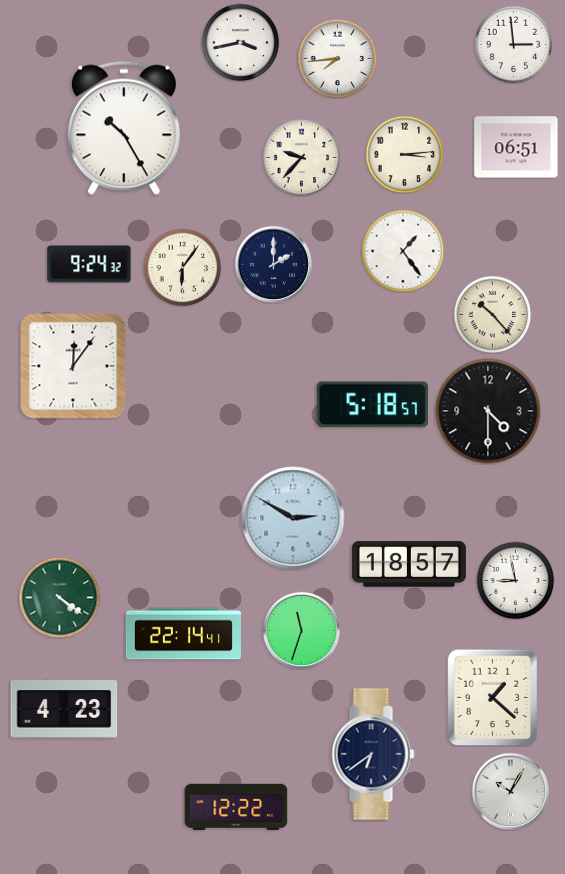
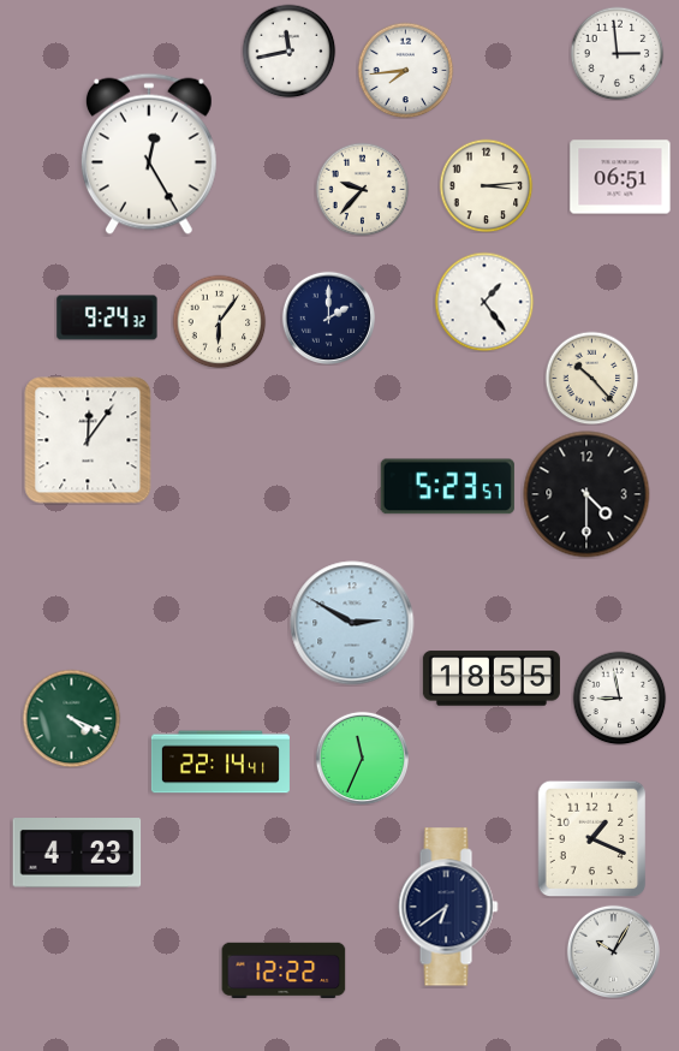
clock at (240, 42): 3:43 -> 11:43
clock at (124, 128): 10:25 -> 12:25
clock at (372, 405): 5:18 -> 5:23
clock at (409, 564): 18:57 -> 18:55
clock at (59, 597): 4:21 -> 4:19
clock at (301, 630): 11:33 -> 11:34
clock at (493, 697): 1:22 -> 1:19
